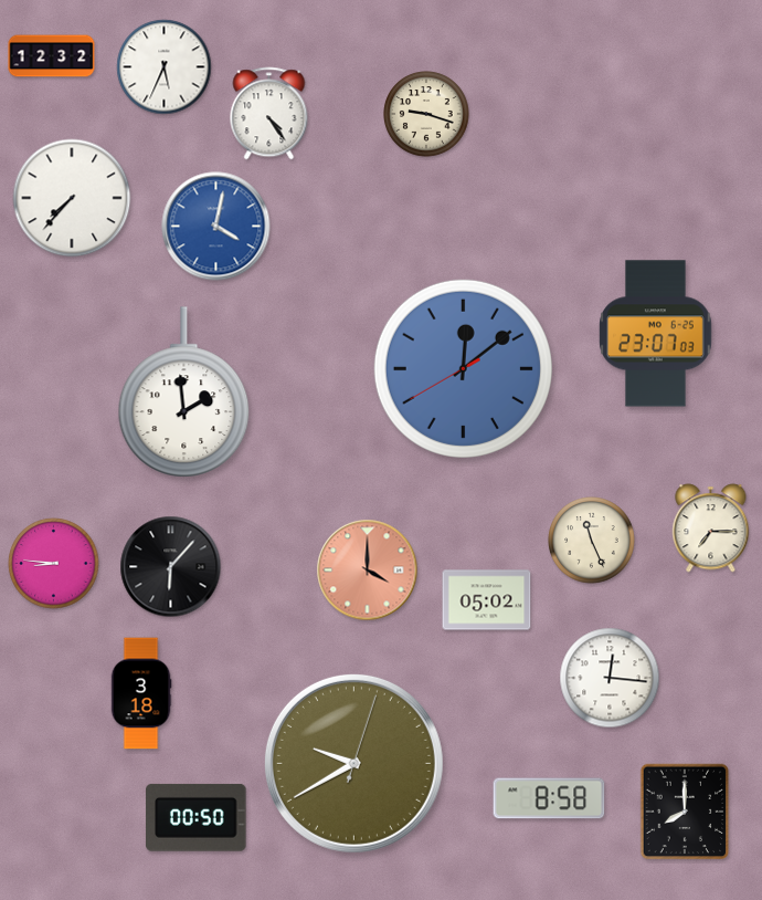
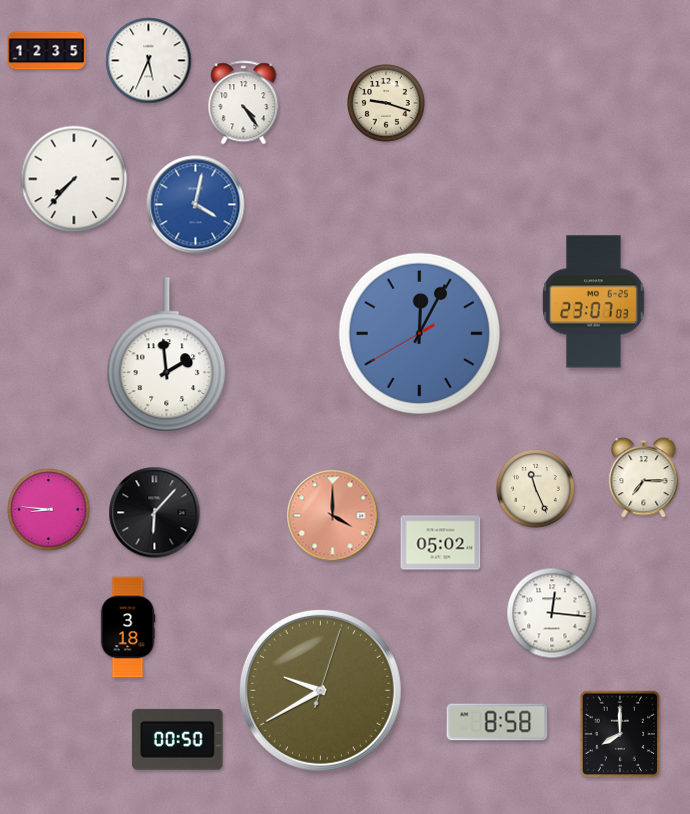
clock at (52, 56): 12:32 -> 12:35
clock at (72, 198) position: (72, 198) -> (74, 179)
clock at (463, 368): 12:08 -> 12:04
